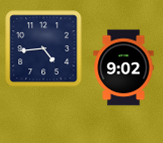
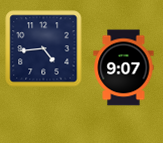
clock at (124, 68): 9:02 -> 9:07
